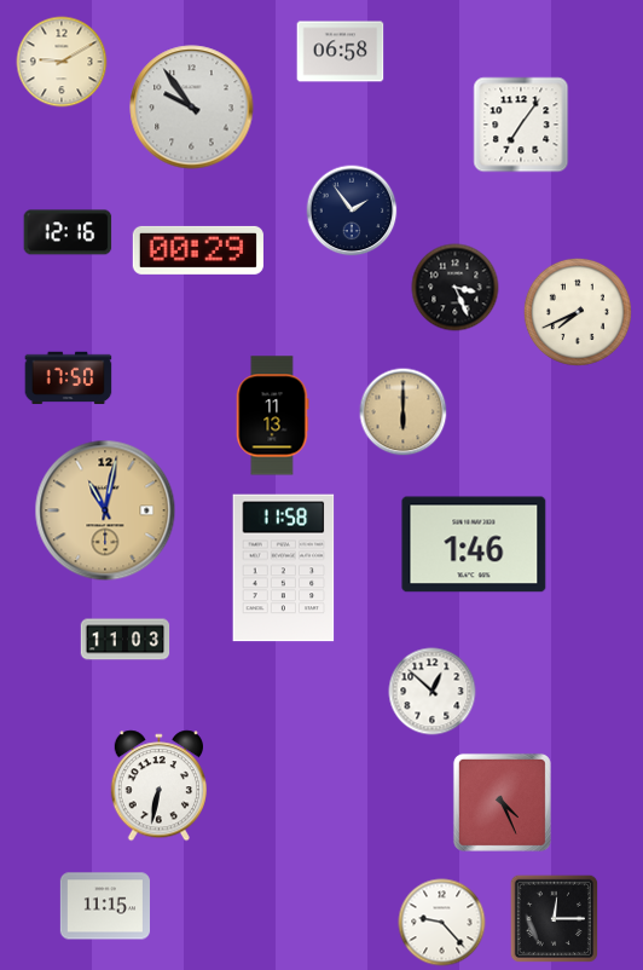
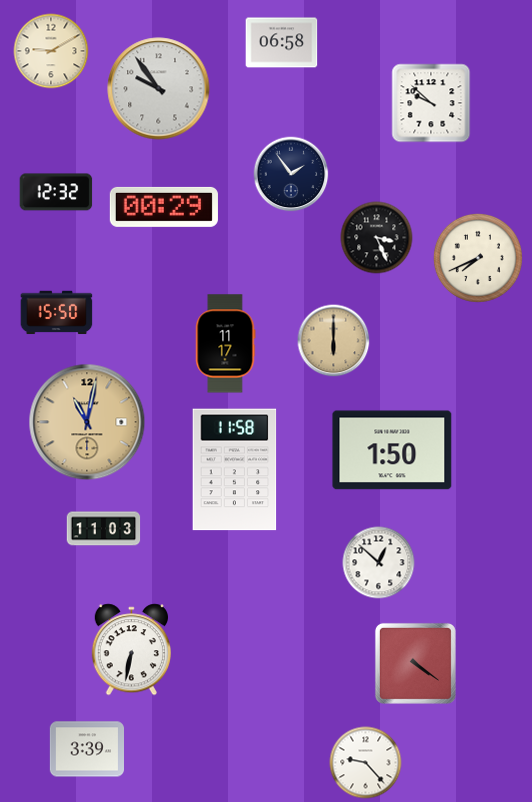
clock at (521, 125): 7:06 -> 9:52
clock at (68, 232): 12:16 -> 12:32
clock at (69, 379): 17:50 -> 15:50
clock at (272, 416): 11:13 -> 11:17
clock at (474, 544): 1:46 -> 1:50
clock at (433, 692) position: (433, 692) -> (379, 563)
clock at (502, 802): 4:26 -> 4:21
clock at (104, 906): 11:15 -> 3:39
clock at (555, 919): 12:15 -> none
